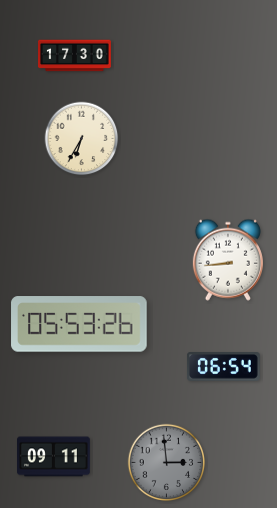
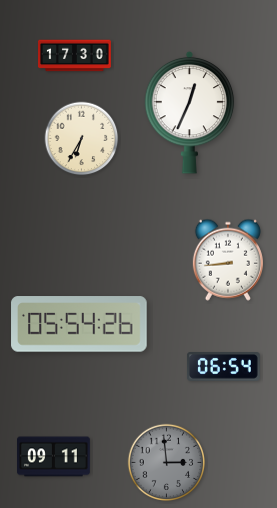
clock at (190, 112): none -> 12:34
clock at (79, 324): 05:53 -> 05:54
